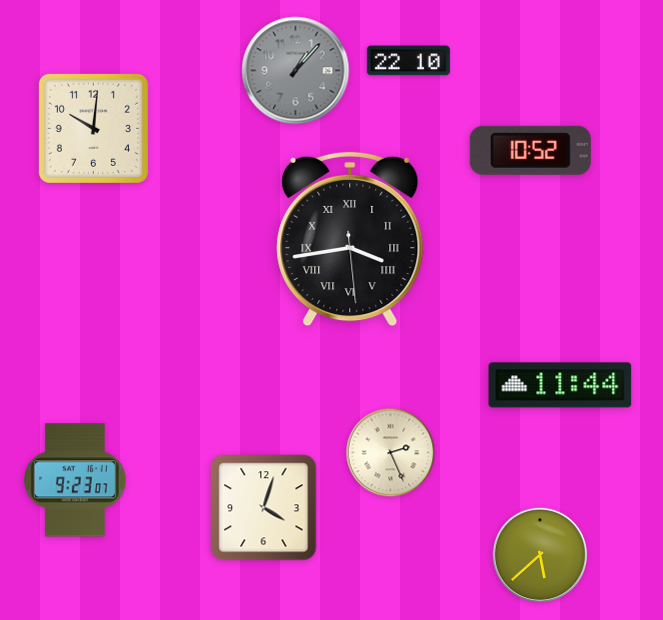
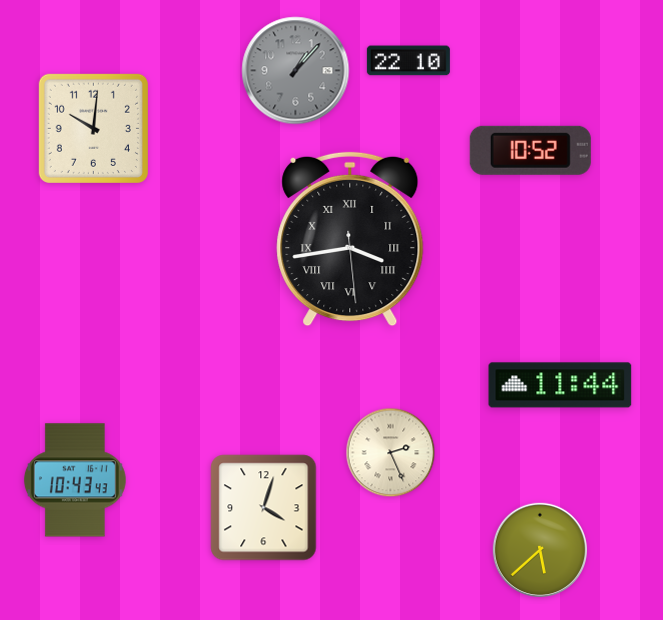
clock at (75, 480): 9:23 -> 10:43
clock at (539, 554) position: (539, 554) -> (539, 549)
